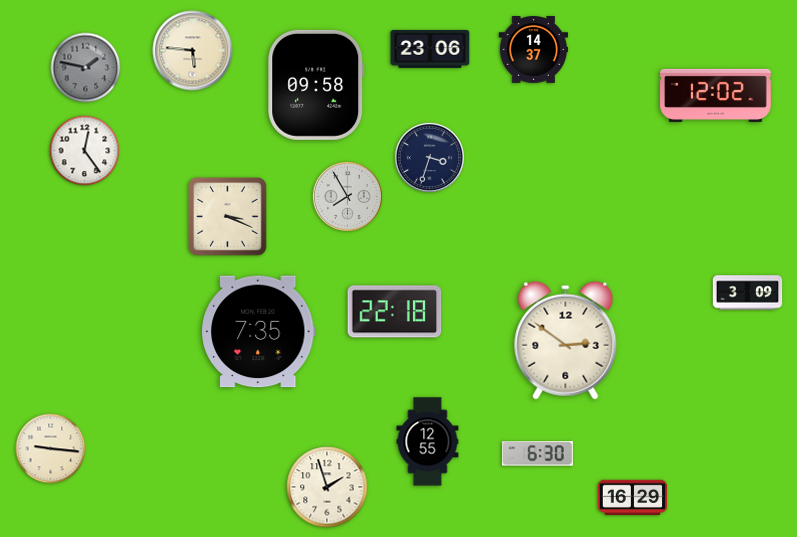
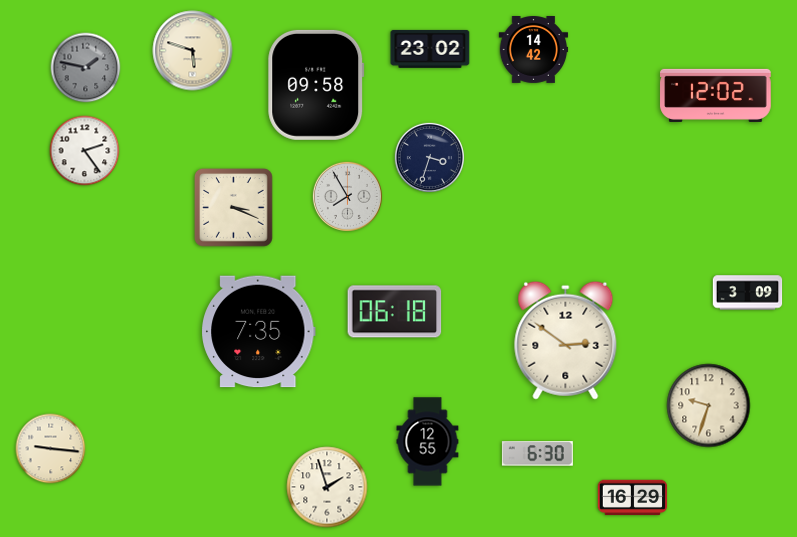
clock at (430, 49): 23:06 -> 23:02
clock at (534, 50): 14:37 -> 14:42
clock at (193, 51): 5:46 -> 5:48
clock at (85, 151): 12:24 -> 2:24
clock at (228, 217) position: (228, 217) -> (234, 208)
clock at (395, 312): 22:18 -> 06:18
clock at (709, 406): none -> 9:33
